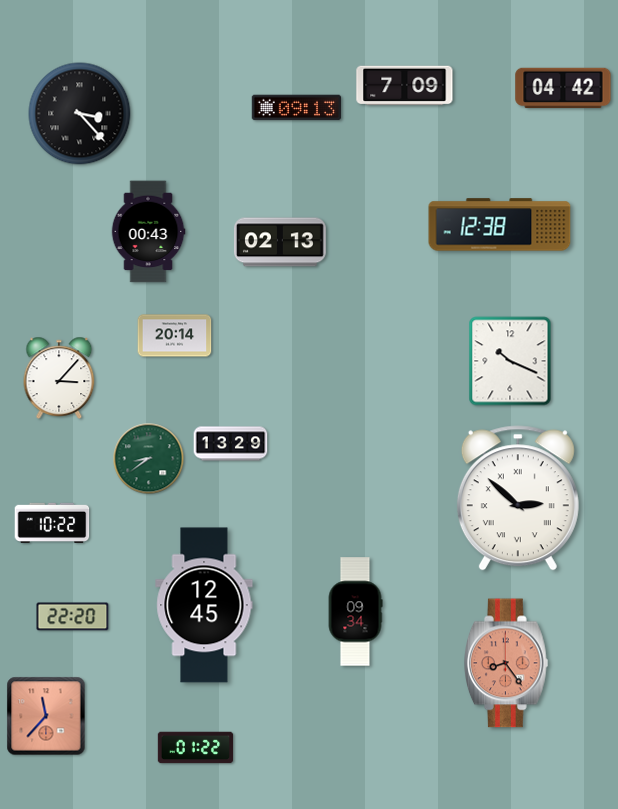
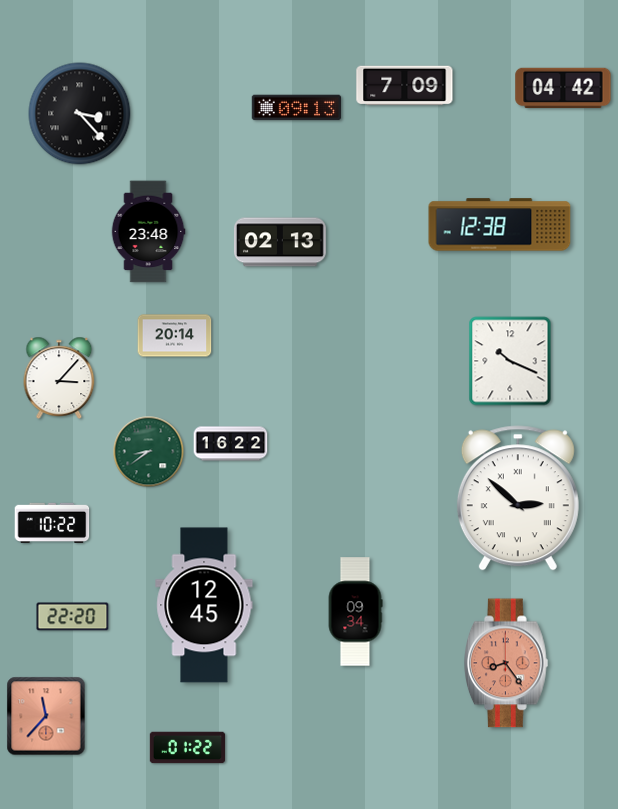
clock at (148, 232): 00:43 -> 23:48
clock at (231, 444): 13:29 -> 16:22
clock at (149, 459) position: (149, 459) -> (149, 452)
clock at (196, 748) position: (196, 748) -> (188, 748)
